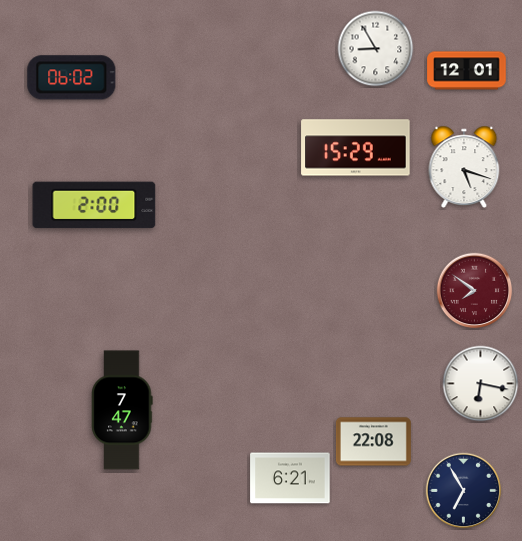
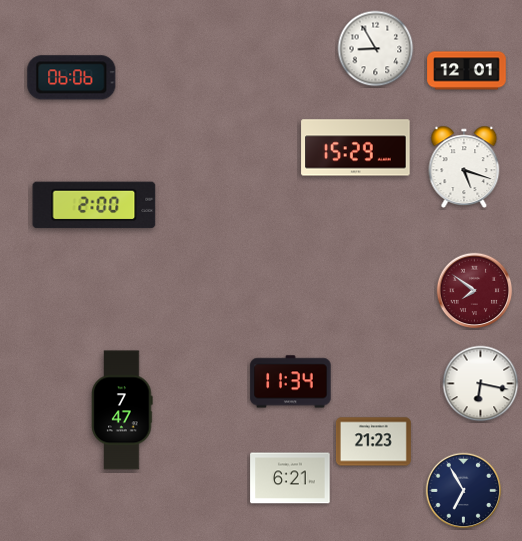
clock at (72, 78): 06:02 -> 06:06
clock at (291, 382): none -> 11:34
clock at (373, 442): 22:08 -> 21:23
